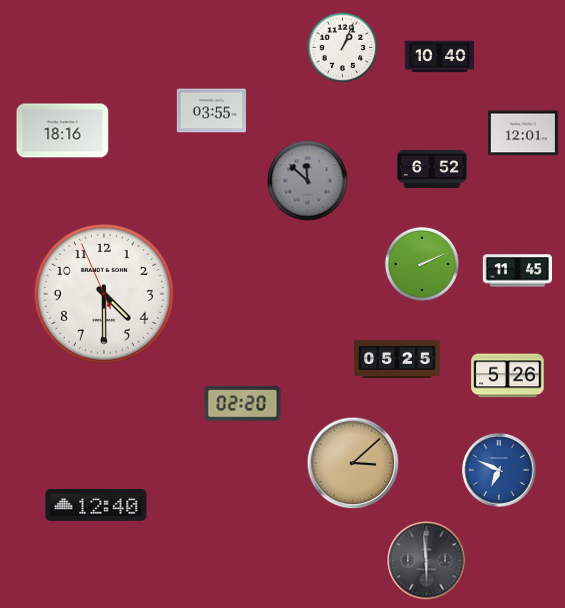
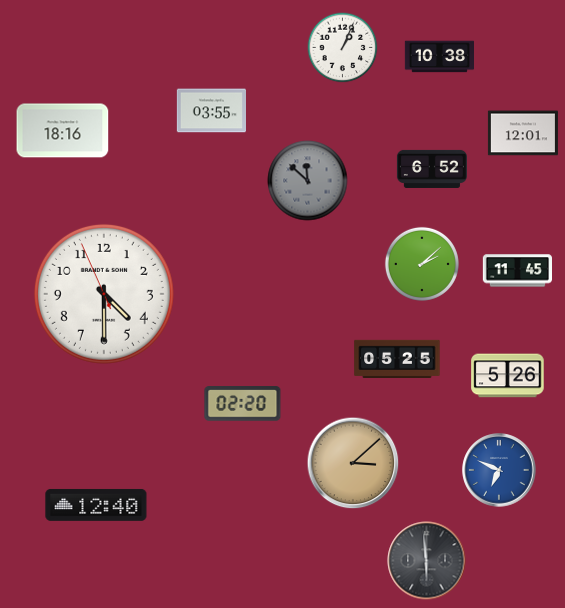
clock at (440, 57): 10:40 -> 10:38
clock at (422, 264): 2:11 -> 2:08
